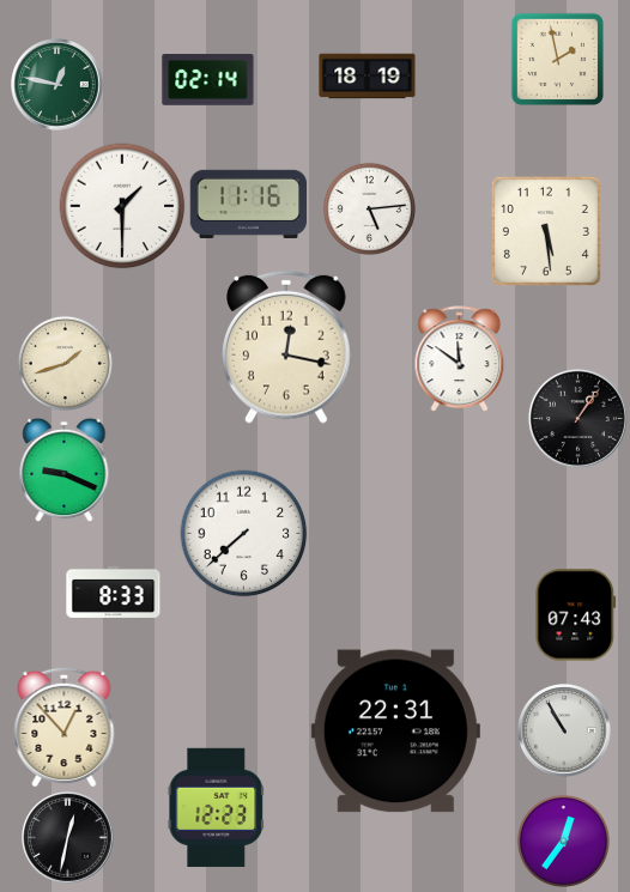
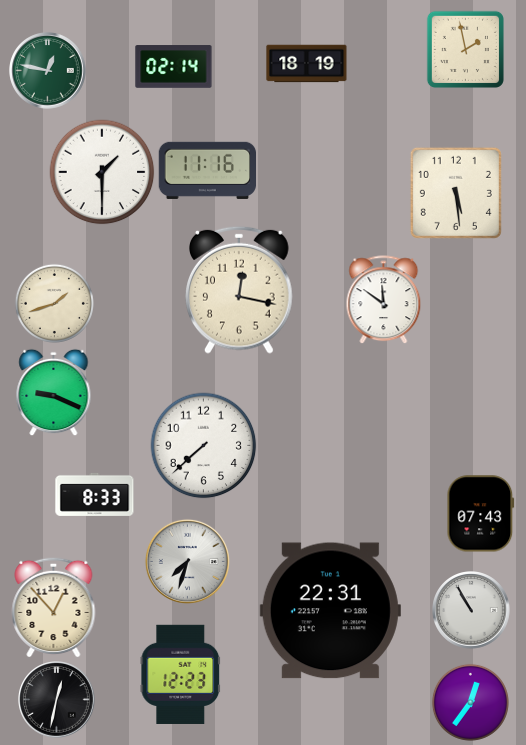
clock at (369, 208): 5:14 -> none
clock at (577, 418): 1:06 -> none
clock at (187, 561): none -> 7:33
